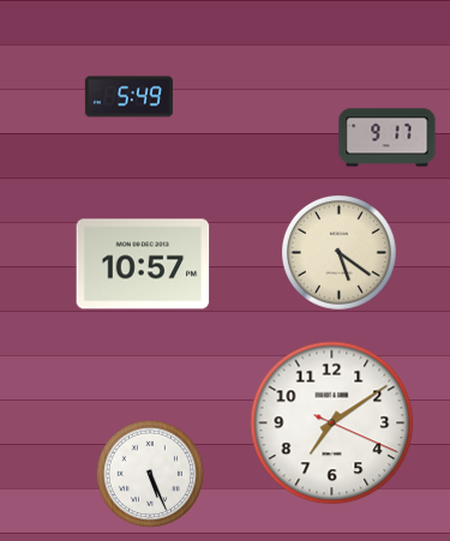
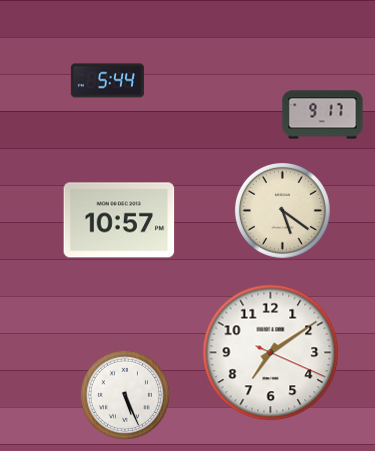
clock at (128, 97): 5:49 -> 5:44
clock at (332, 423) position: (332, 423) -> (271, 353)
